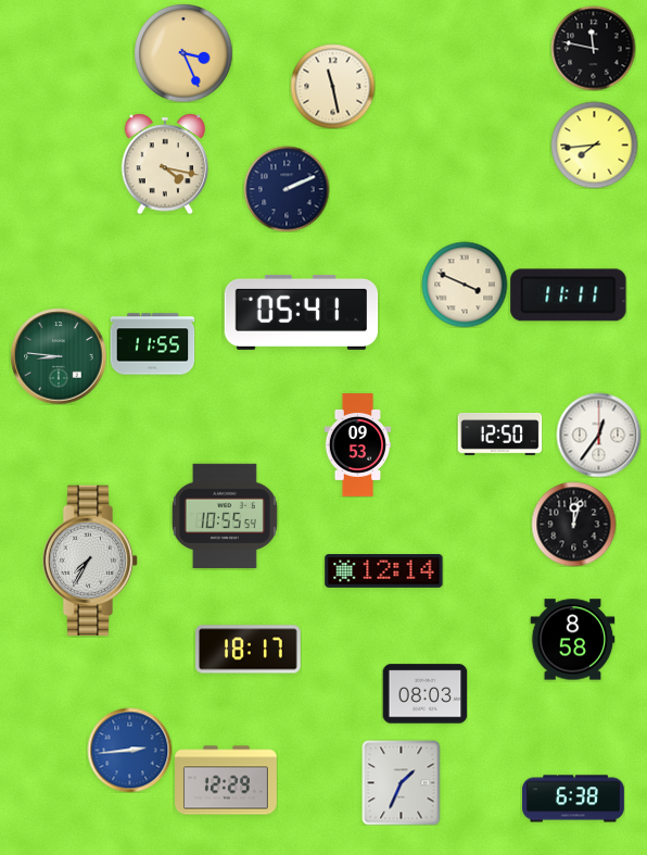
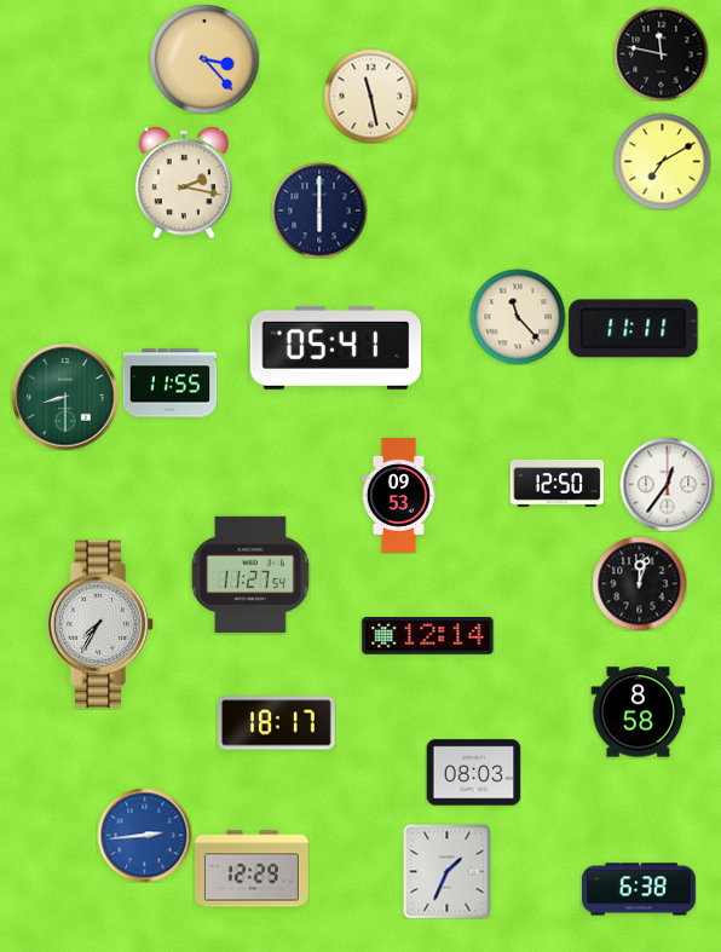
clock at (183, 53): 3:26 -> 3:23
clock at (594, 144): 7:44 -> 7:10
clock at (164, 164): 4:17 -> 2:17
clock at (287, 189): 2:11 -> 6:00
clock at (465, 285): 3:49 -> 11:23
clock at (59, 356): 8:46 -> 8:30
clock at (225, 516): 10:55 -> 11:27
